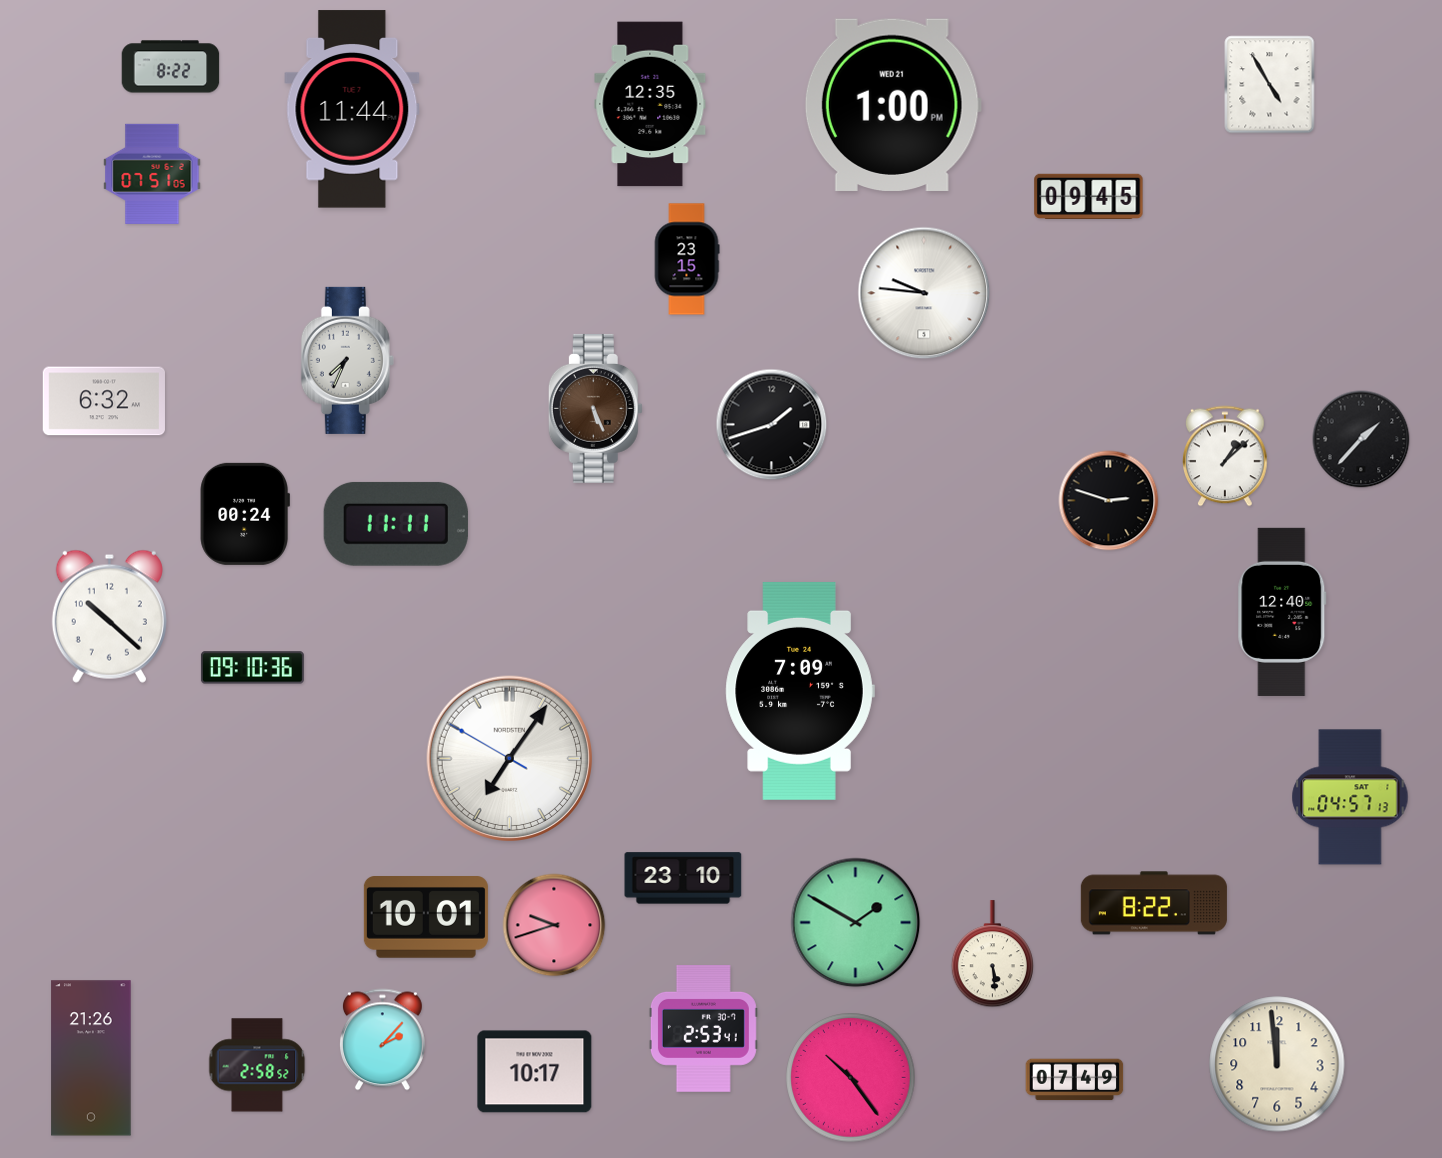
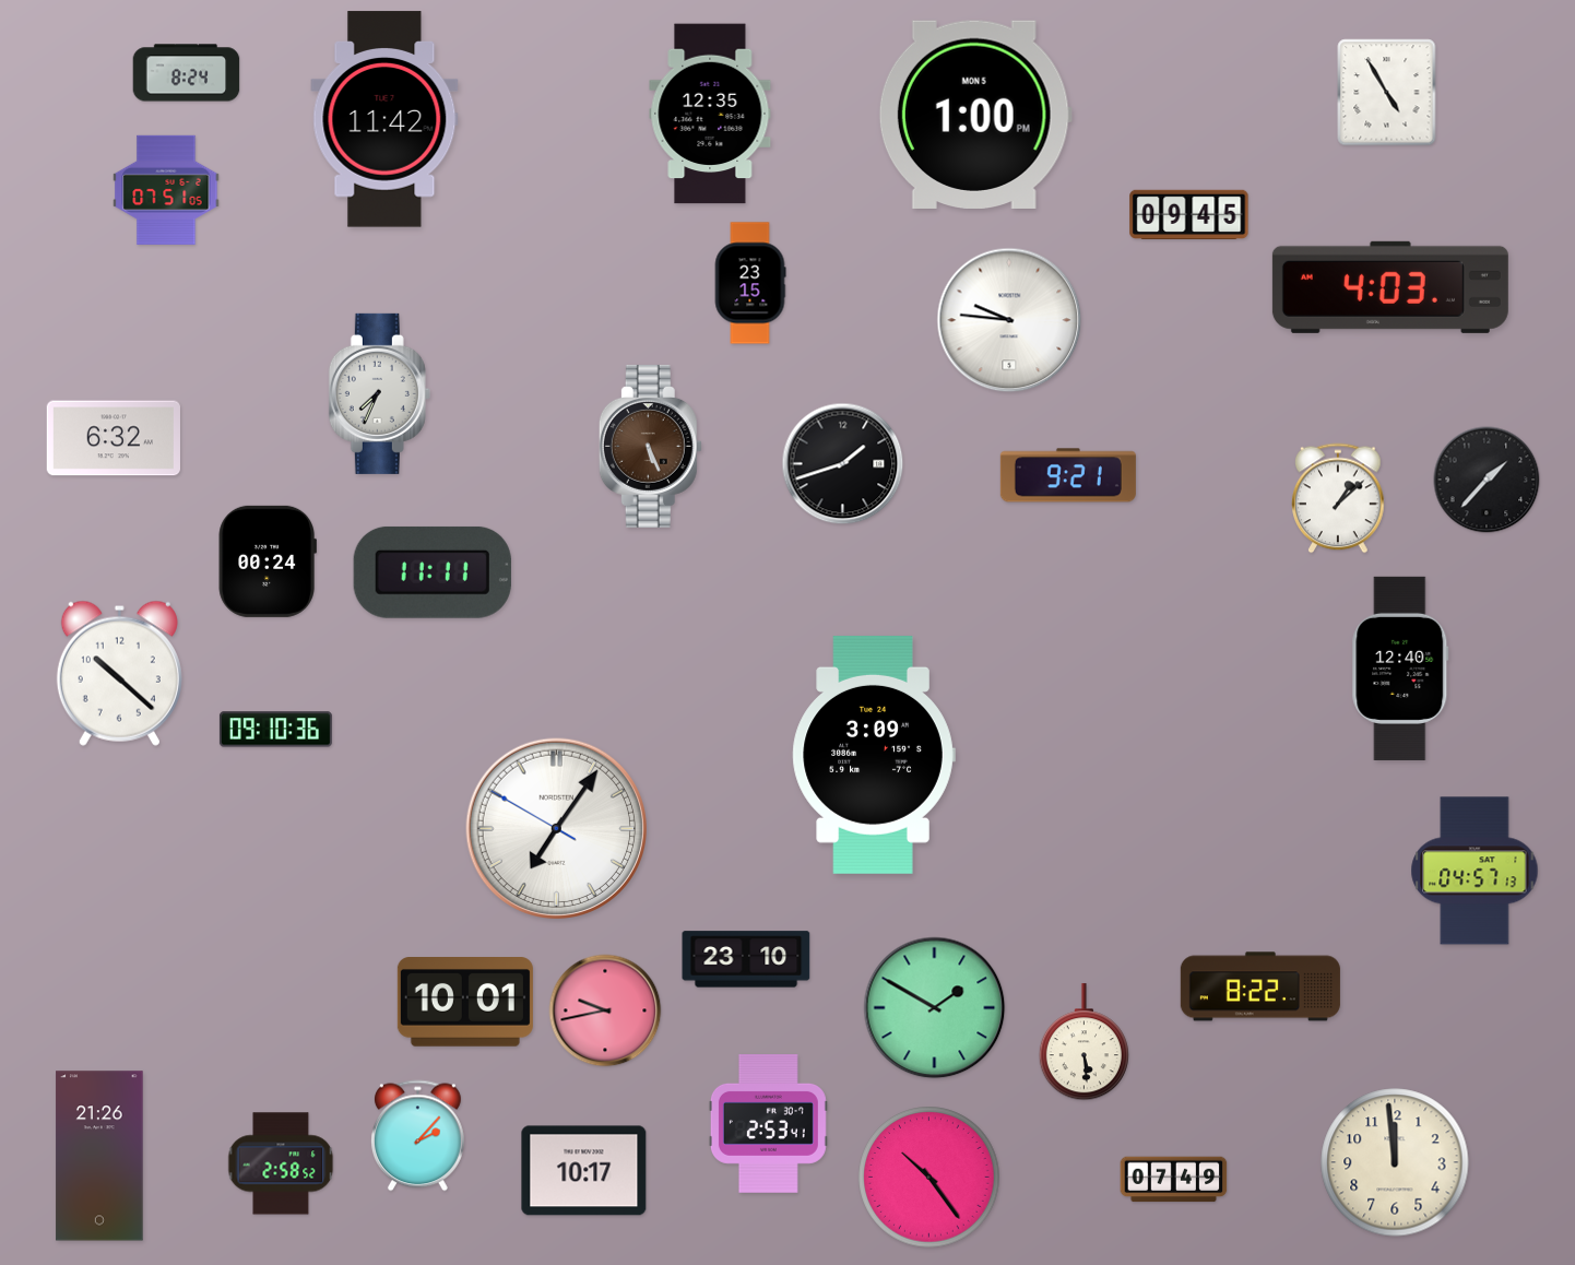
clock at (171, 67): 8:22 -> 8:24
clock at (893, 105) date: WED 21 -> MON 5
clock at (352, 109): 11:44 -> 11:42
clock at (1390, 287): none -> 4:03
clock at (1068, 475): none -> 9:21
clock at (1109, 501): 2:48 -> none
clock at (800, 691): 7:09 -> 3:09
clock at (554, 925): 9:42 -> 9:43
